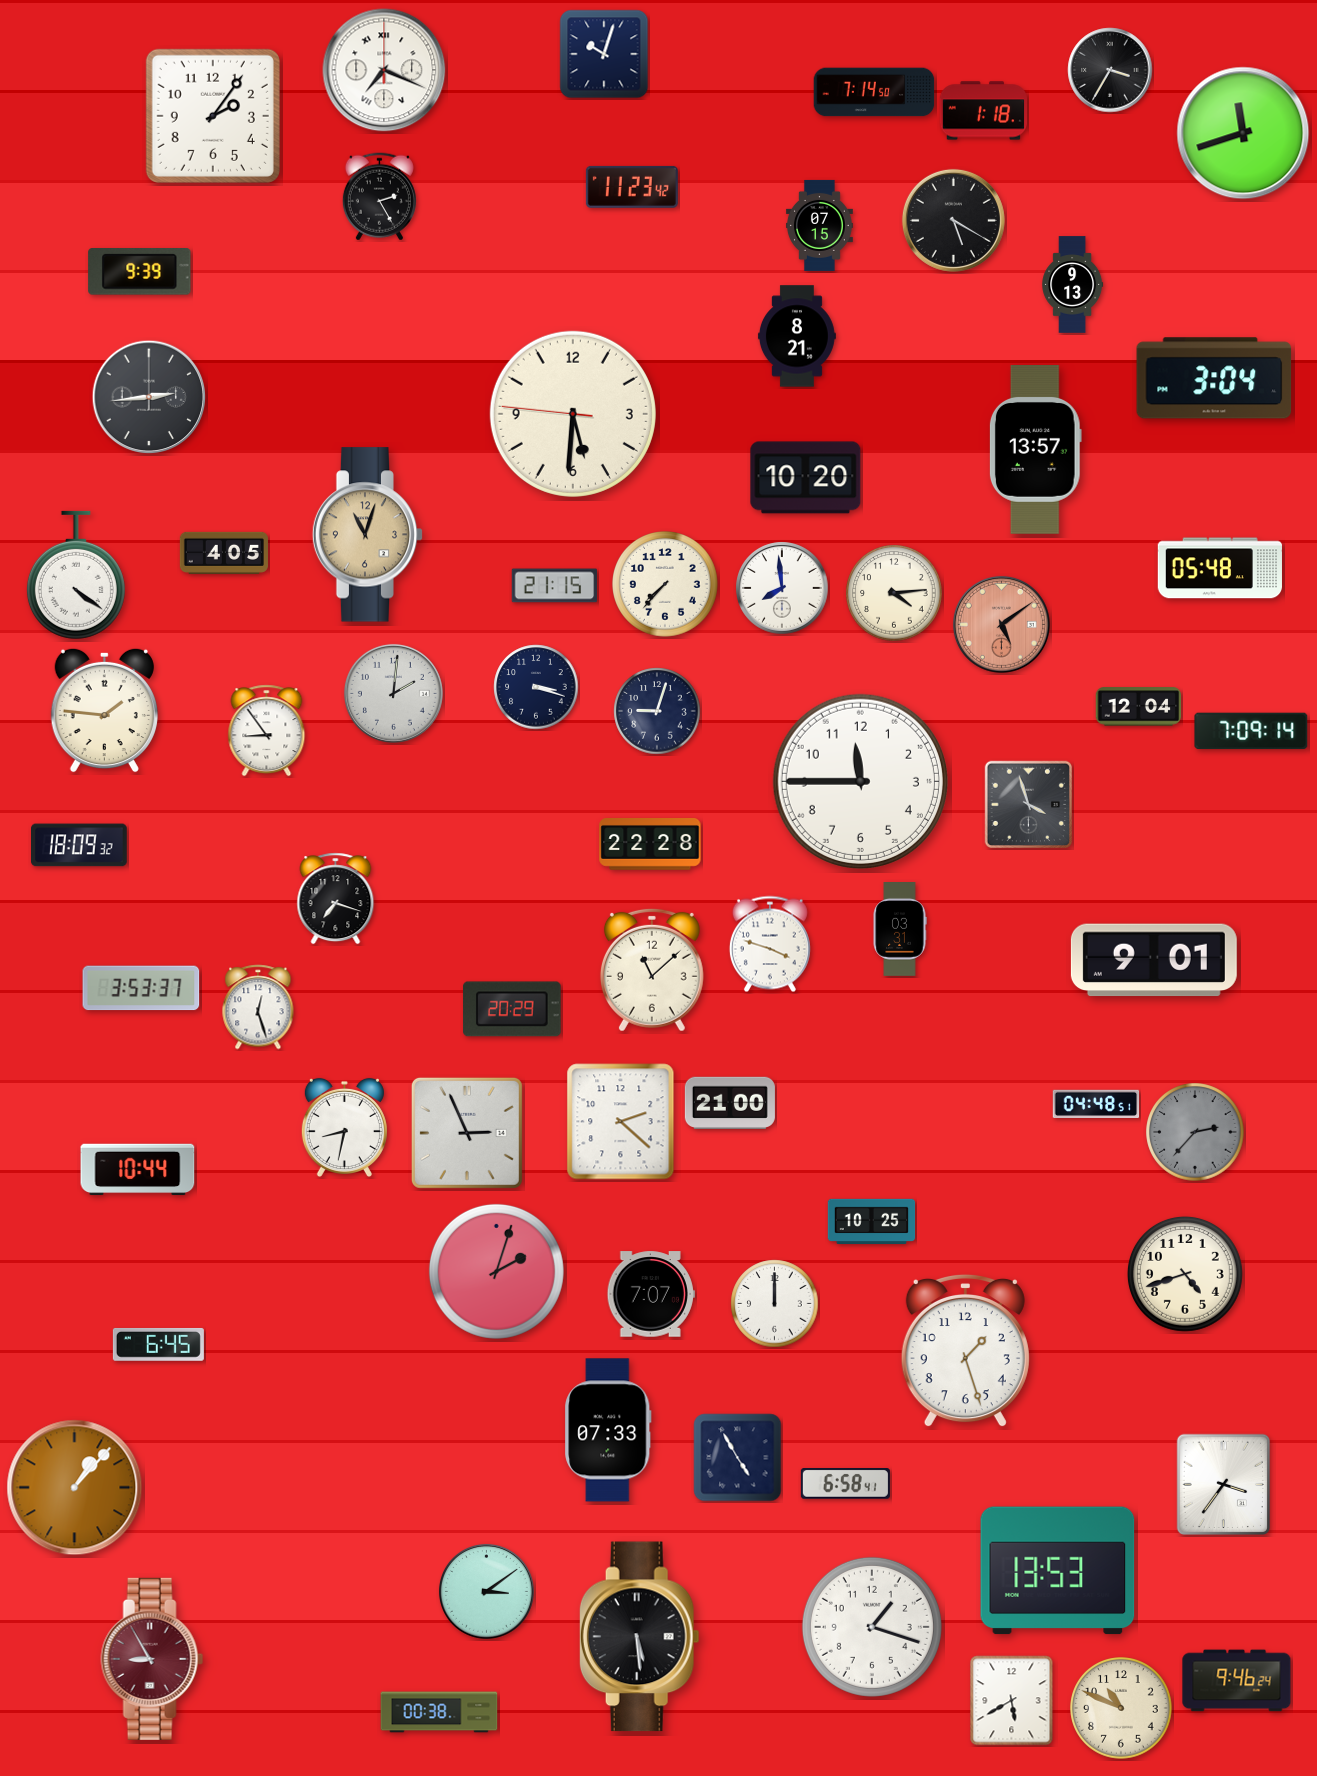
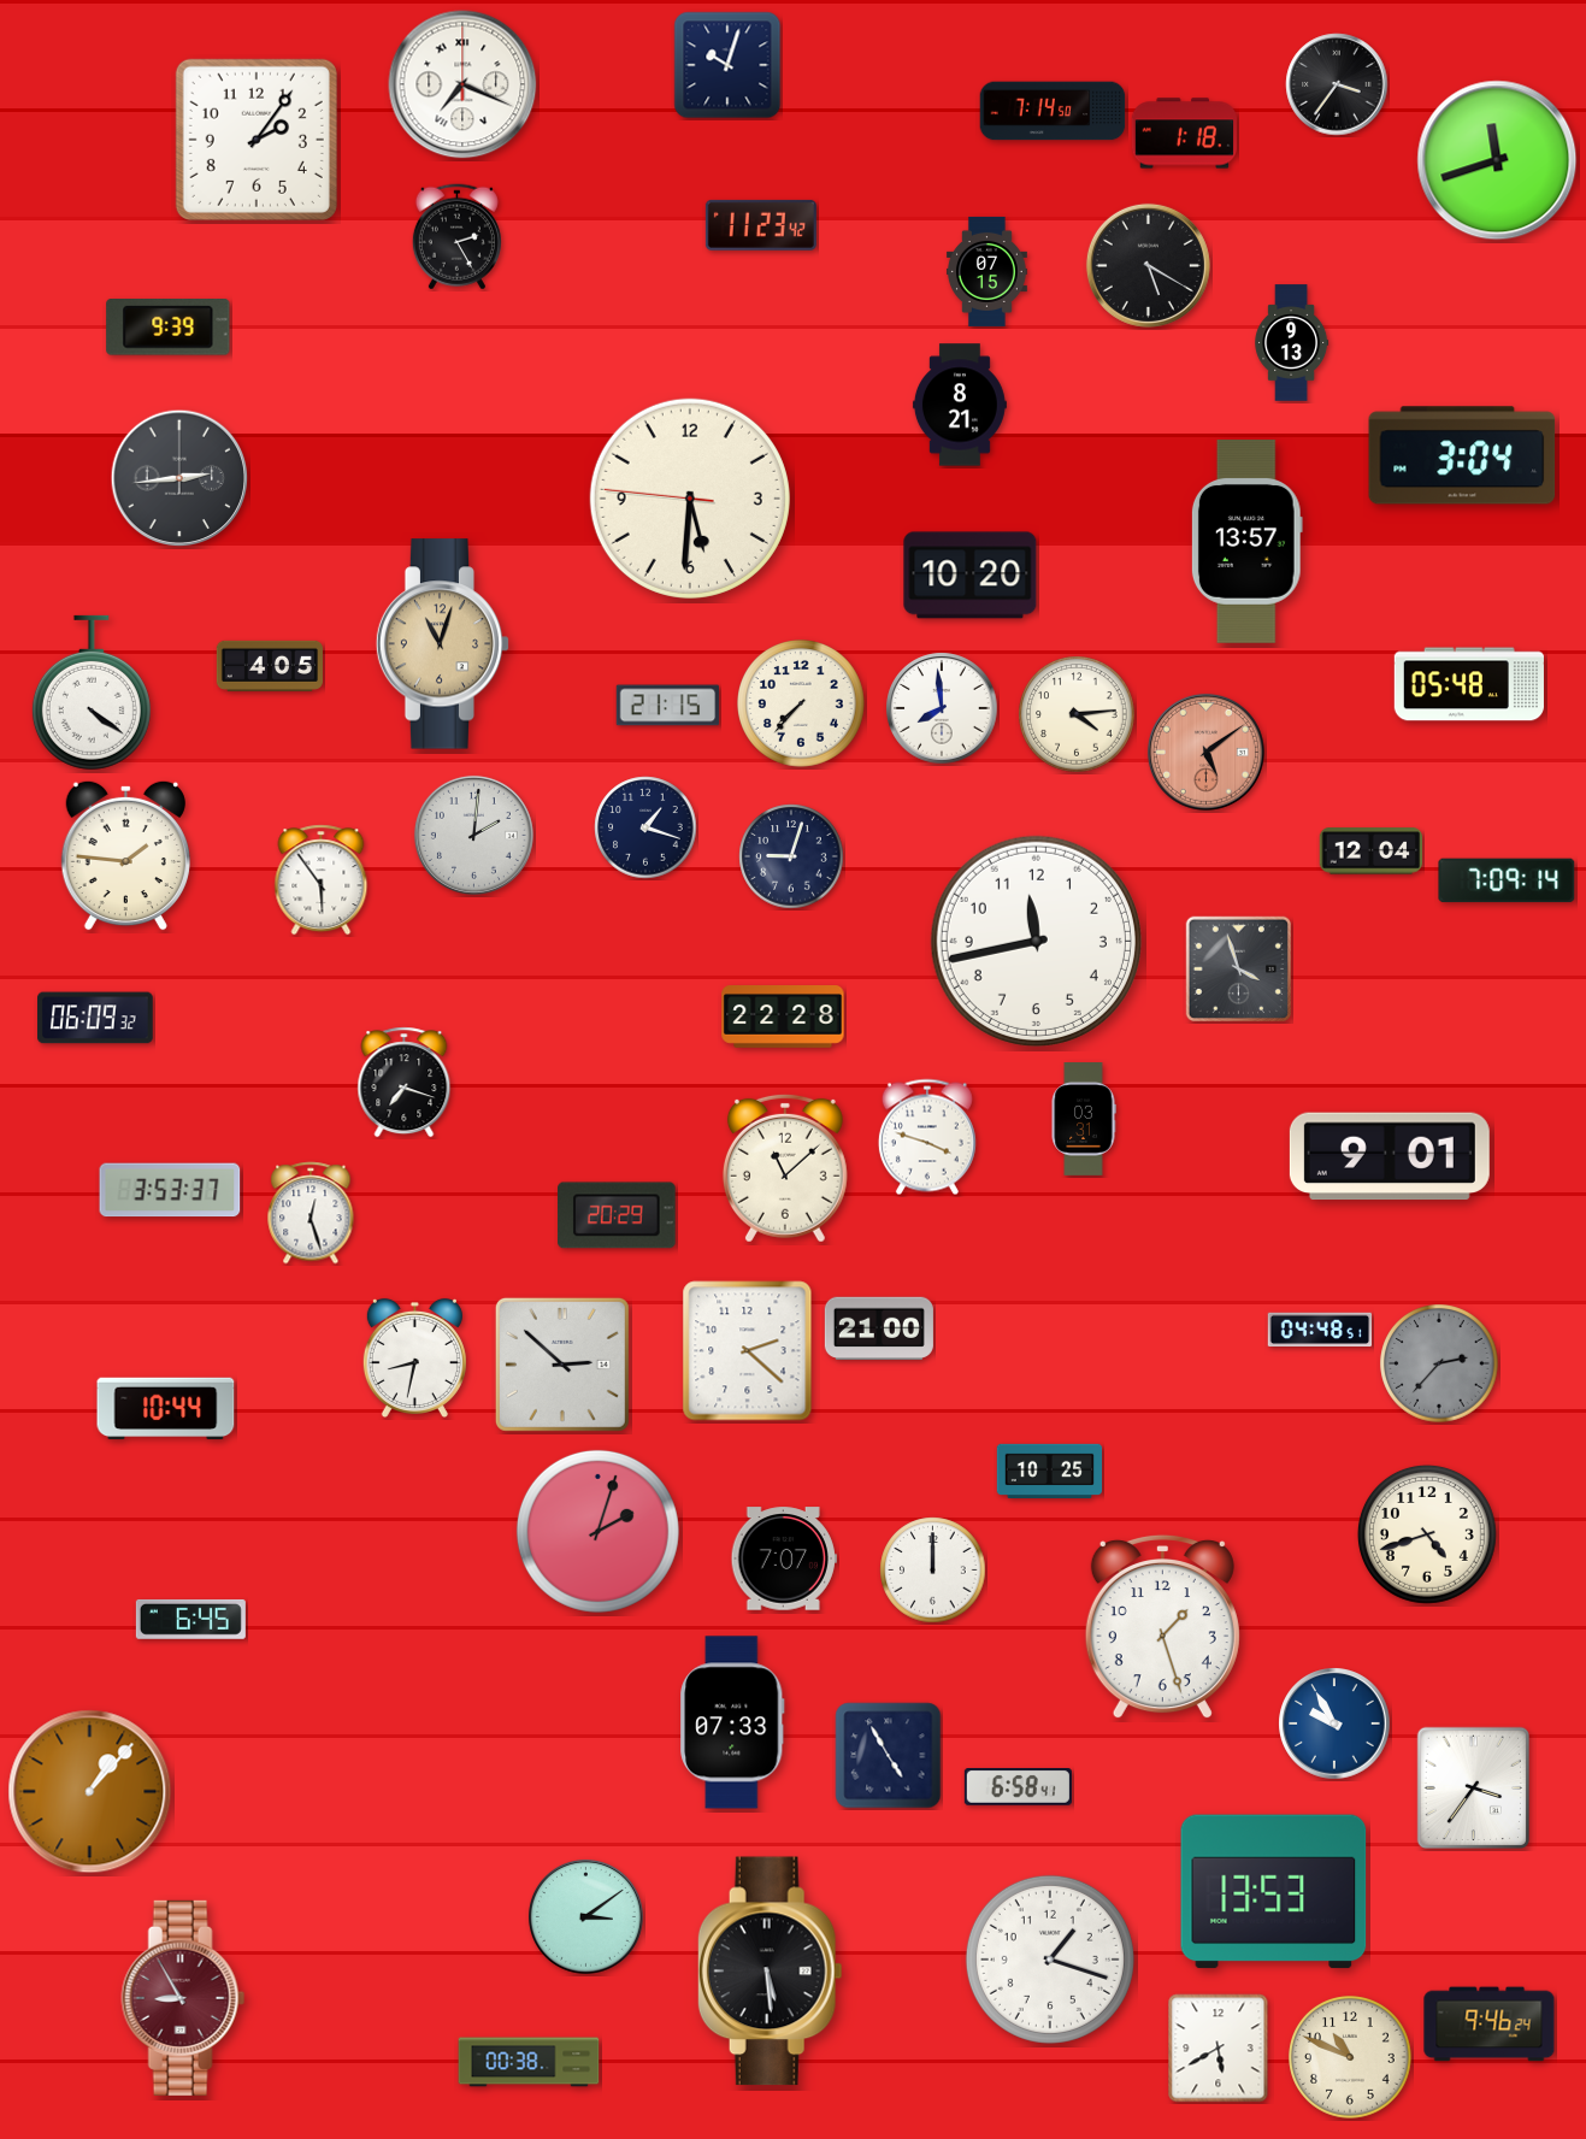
clock at (1110, 70): 3:35 -> 3:36
clock at (536, 687): 3:18 -> 1:18
clock at (267, 731): 8:54 -> 5:54
clock at (860, 781): 11:45 -> 11:43
clock at (80, 845): 18:09 -> 06:09
clock at (467, 1133): 2:56 -> 2:52
clock at (1334, 1723): none -> 9:55
